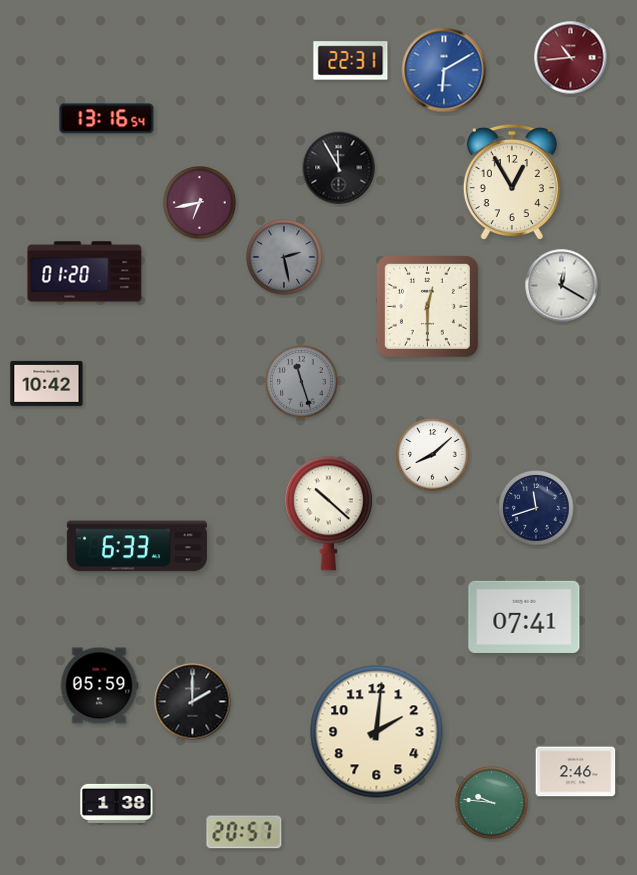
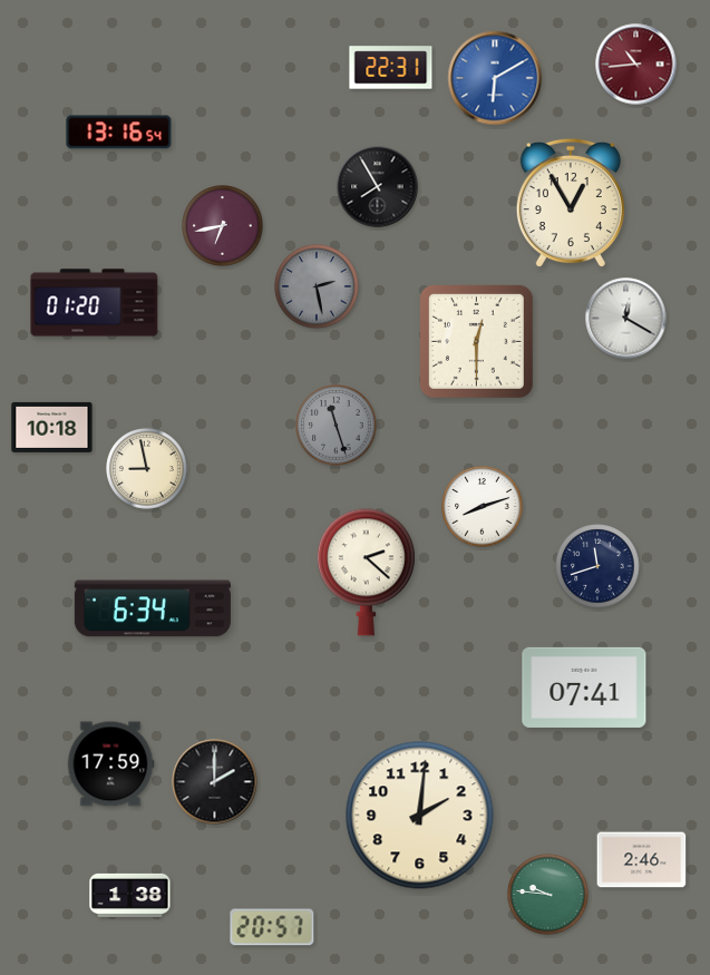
clock at (339, 168): 11:55 -> 7:55
clock at (47, 383): 10:42 -> 10:18
clock at (147, 469): none -> 8:58
clock at (433, 455): 8:08 -> 8:12
clock at (328, 514): 10:22 -> 2:22
clock at (137, 546): 6:33 -> 6:34
clock at (99, 686): 05:59 -> 17:59
